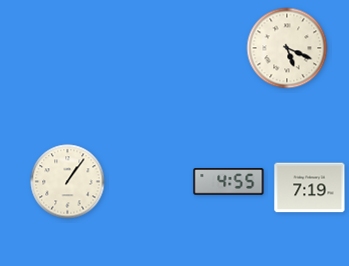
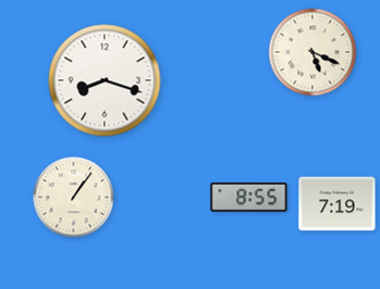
clock at (105, 80): none -> 8:18
clock at (229, 182): 4:55 -> 8:55
